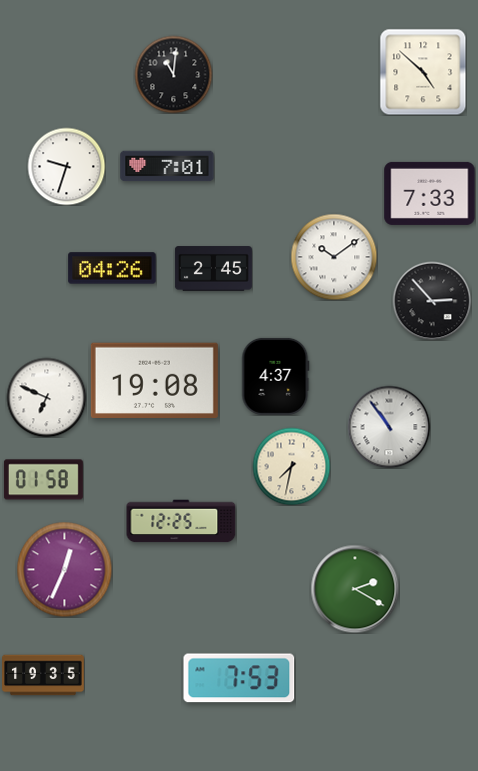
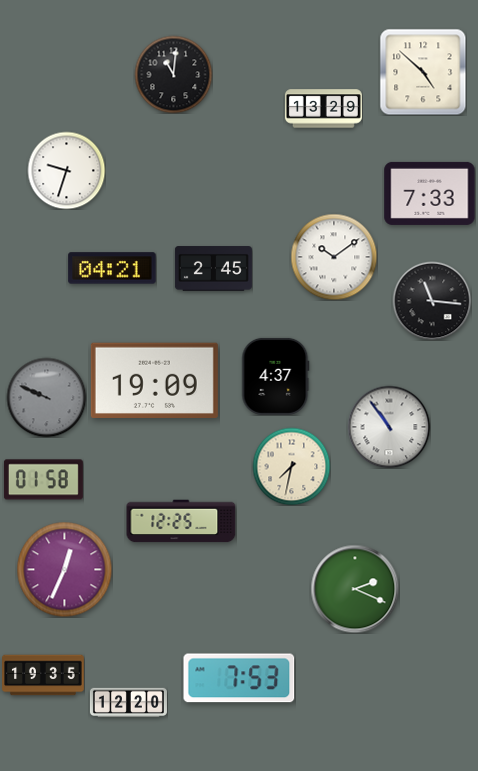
clock at (323, 109): none -> 13:29
clock at (66, 166) position: (66, 166) -> (66, 170)
clock at (167, 166): 7:01 -> none
clock at (112, 268): 04:26 -> 04:21
clock at (432, 301): 2:53 -> 11:16
clock at (154, 380): 19:08 -> 19:09
clock at (46, 397): 6:49 -> 9:49
clock at (46, 397) dial: white -> grey
clock at (355, 589): 2:20 -> 2:19
clock at (128, 703): none -> 12:20
